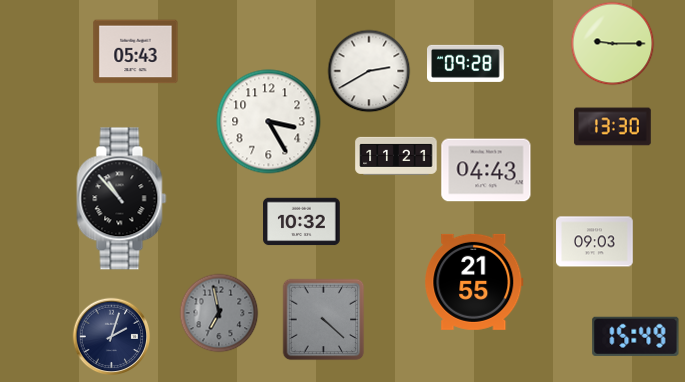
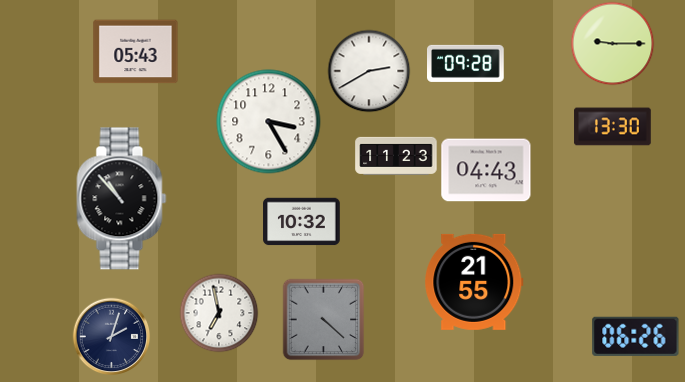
clock at (396, 155): 11:21 -> 11:23
clock at (595, 242): 09:03 -> none
clock at (219, 313) dial: grey -> white
clock at (636, 336): 15:49 -> 06:26
